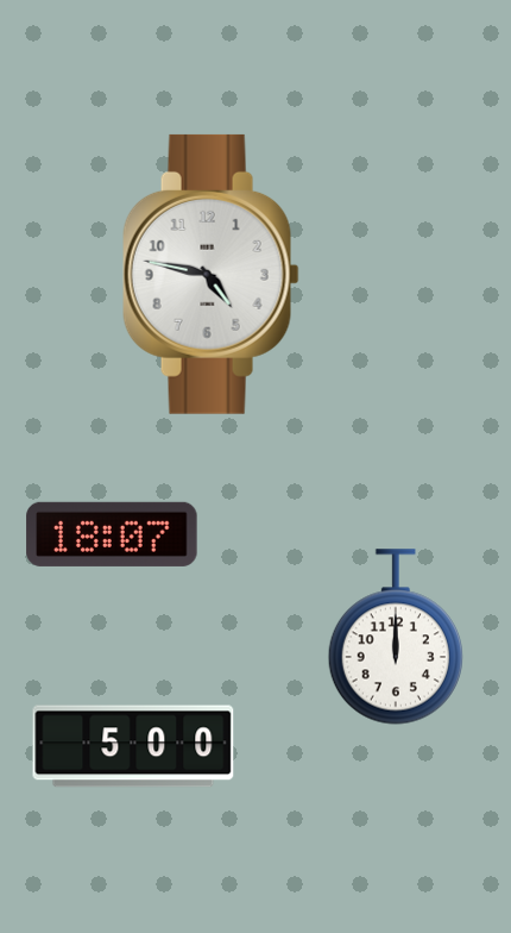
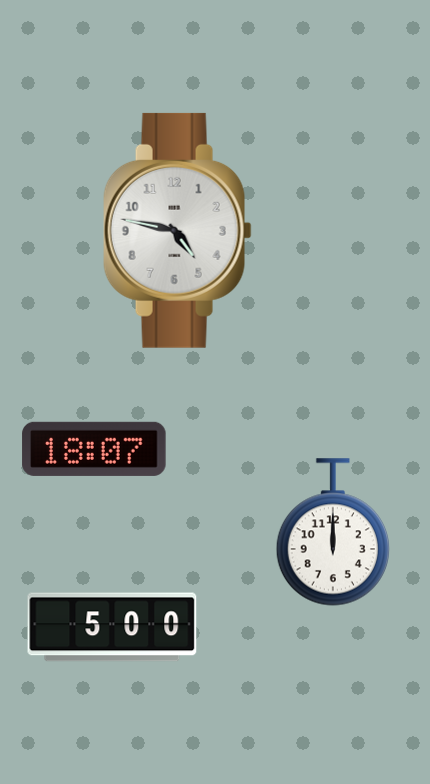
clock at (396, 637) position: (396, 637) -> (333, 532)
